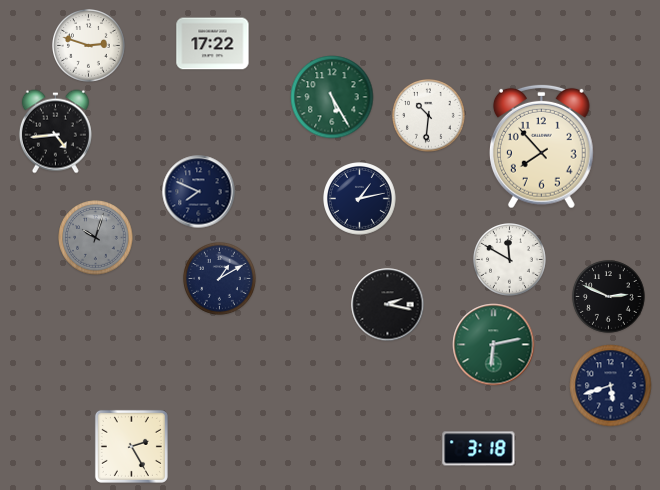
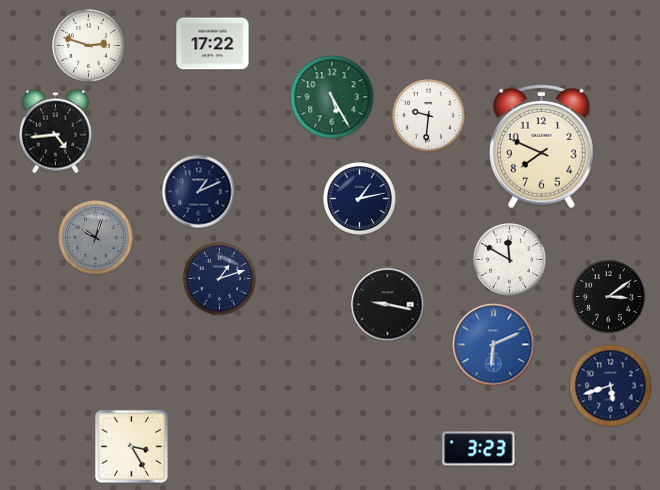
clock at (429, 116): 10:31 -> 9:31
clock at (541, 146): 7:53 -> 7:49
clock at (199, 192): 7:49 -> 1:11
clock at (220, 279): 1:10 -> 1:12
clock at (609, 297): 2:49 -> 3:09
clock at (388, 305): 2:17 -> 9:17
clock at (494, 345): 6:13 -> 6:11
clock at (494, 345) dial: green -> blue
clock at (131, 446): 2:25 -> 3:25
clock at (479, 449): 3:18 -> 3:23
